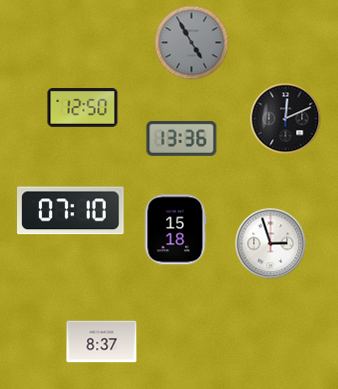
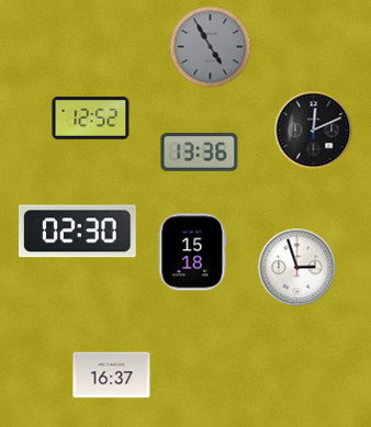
clock at (83, 108): 12:50 -> 12:52
clock at (71, 211): 07:10 -> 02:30
clock at (102, 342): 8:37 -> 16:37
